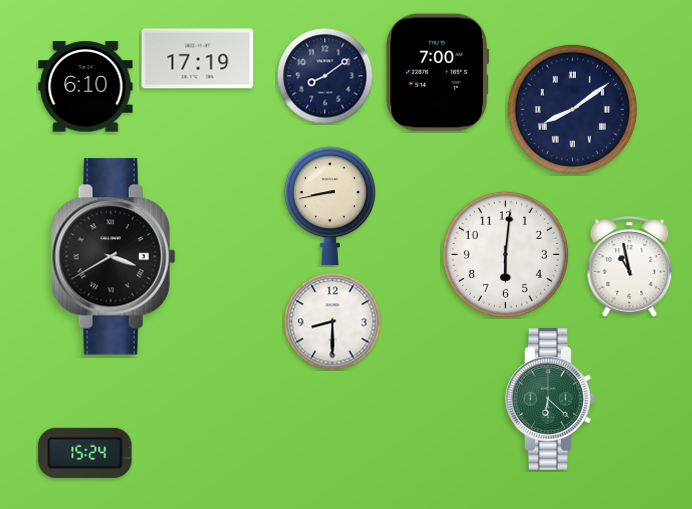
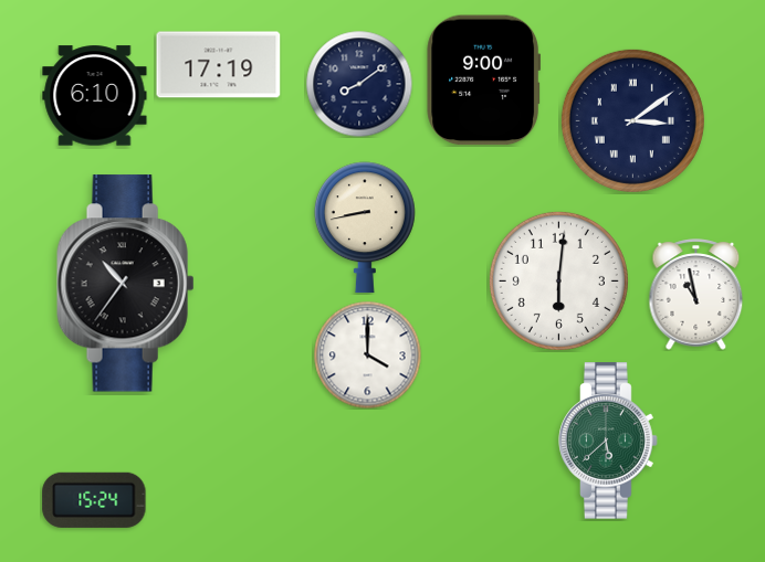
clock at (437, 73): 7:00 -> 9:00
clock at (572, 109): 8:09 -> 3:09
clock at (114, 257): 3:40 -> 10:36
clock at (332, 321): 8:30 -> 4:00
clock at (550, 399): 6:22 -> 5:38
